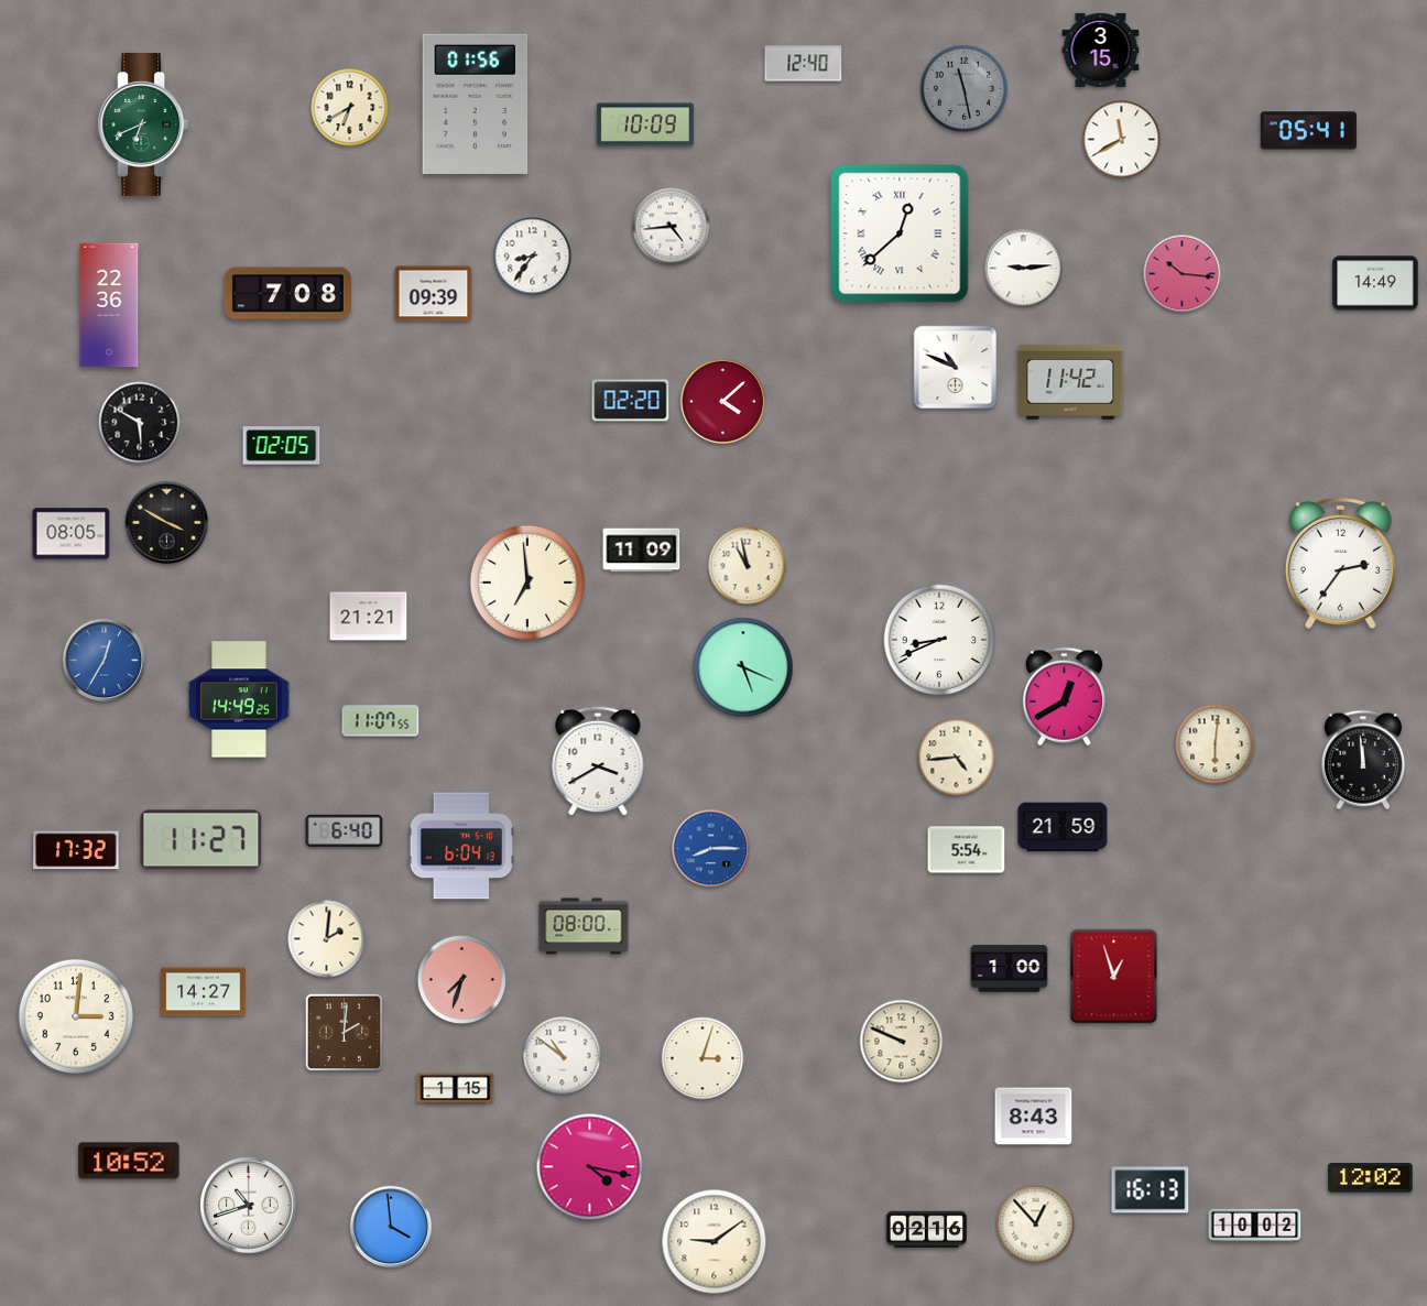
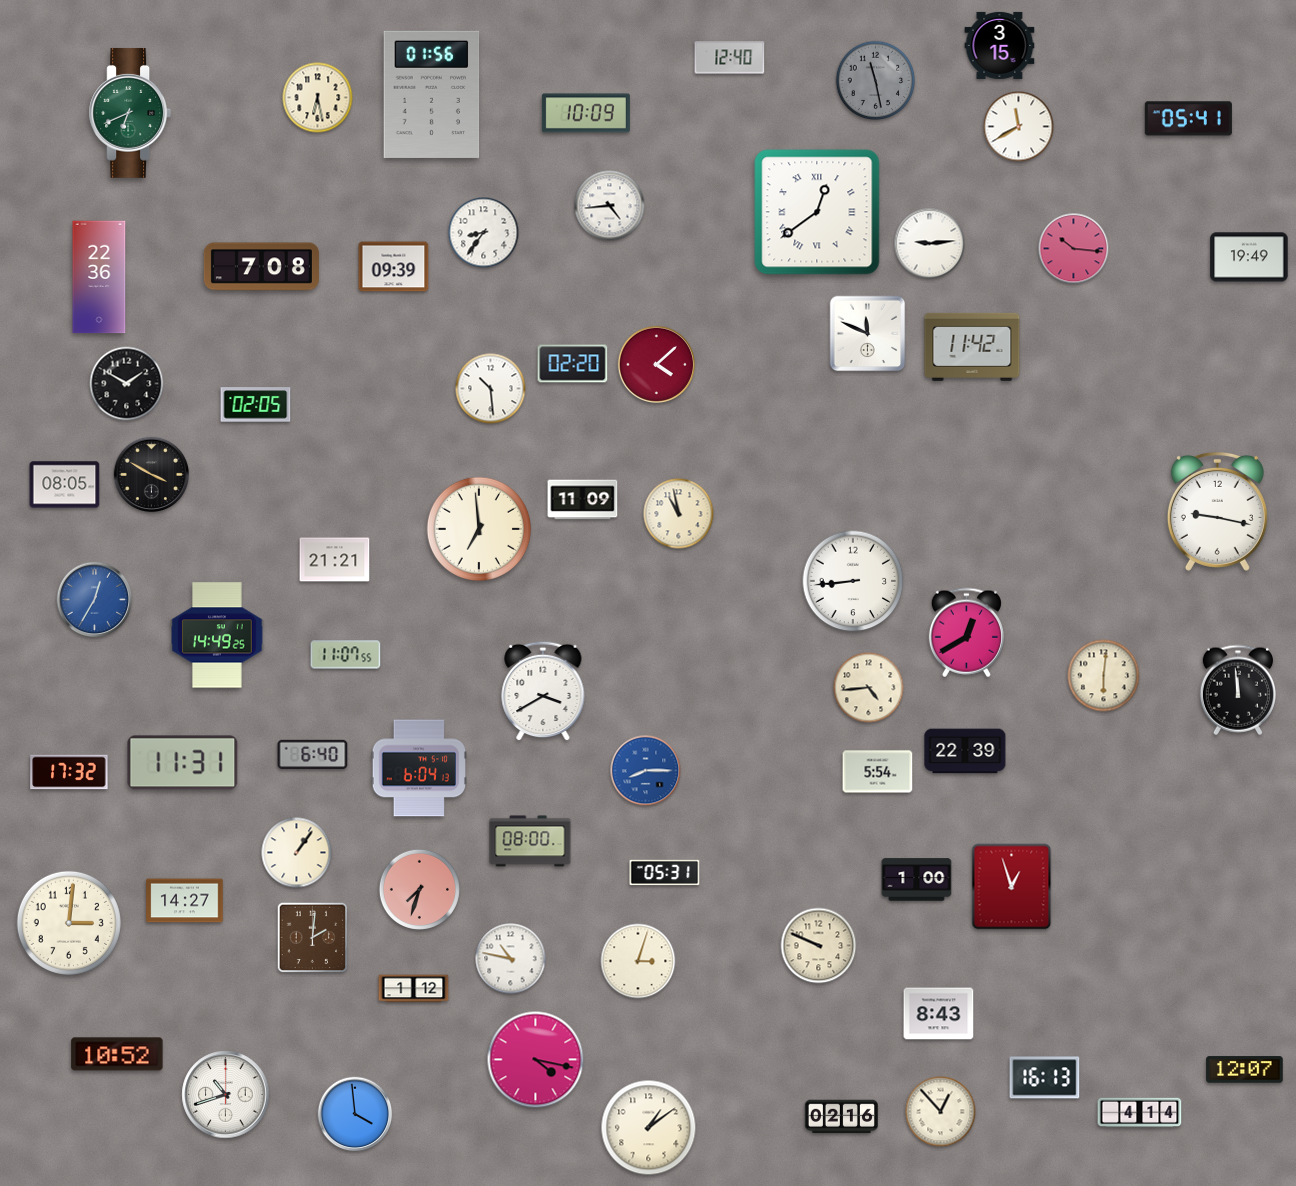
clock at (350, 108): 6:40 -> 6:28
clock at (900, 233): 12:38 -> 12:39
clock at (1375, 283): 14:49 -> 19:49
clock at (956, 368): 10:49 -> 11:49
clock at (140, 423): 5:50 -> 1:50
clock at (491, 389): none -> 10:29
clock at (1340, 563): 2:36 -> 9:17
clock at (939, 640): 8:41 -> 8:44
clock at (743, 667): 5:19 -> none
clock at (1063, 827): 21:59 -> 22:39
clock at (201, 840): 11:27 -> 11:31
clock at (327, 939): 2:01 -> 1:06
clock at (665, 873): none -> 05:31
clock at (563, 1056): 10:51 -> 10:47
clock at (456, 1089): 1:15 -> 1:12
clock at (1371, 1178): 12:02 -> 12:07
clock at (1151, 1190) position: (1151, 1190) -> (1045, 1078)
clock at (1255, 1226): 10:02 -> 4:14
clock at (715, 1242): 9:09 -> 1:09
